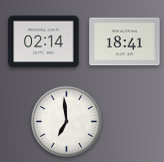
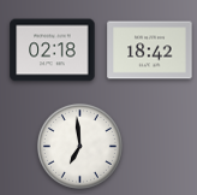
clock at (44, 42): 02:14 -> 02:18
clock at (125, 42): 18:41 -> 18:42
